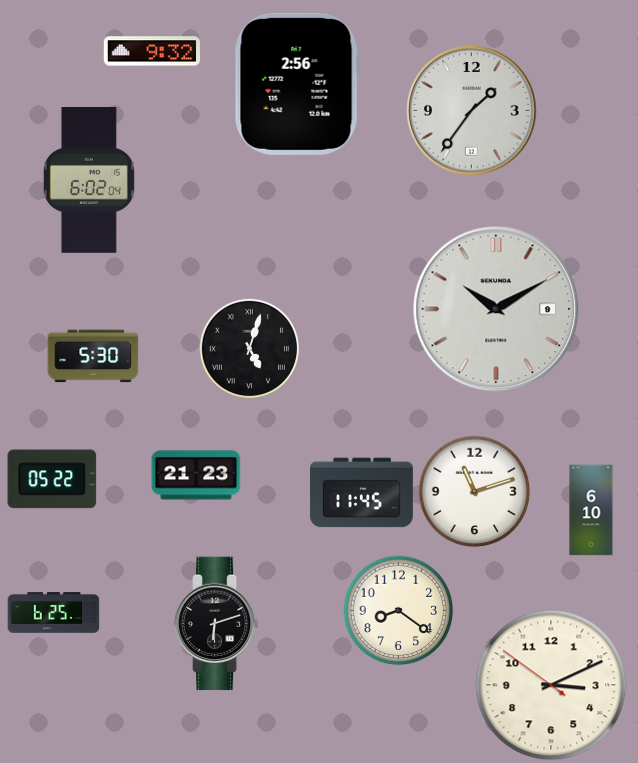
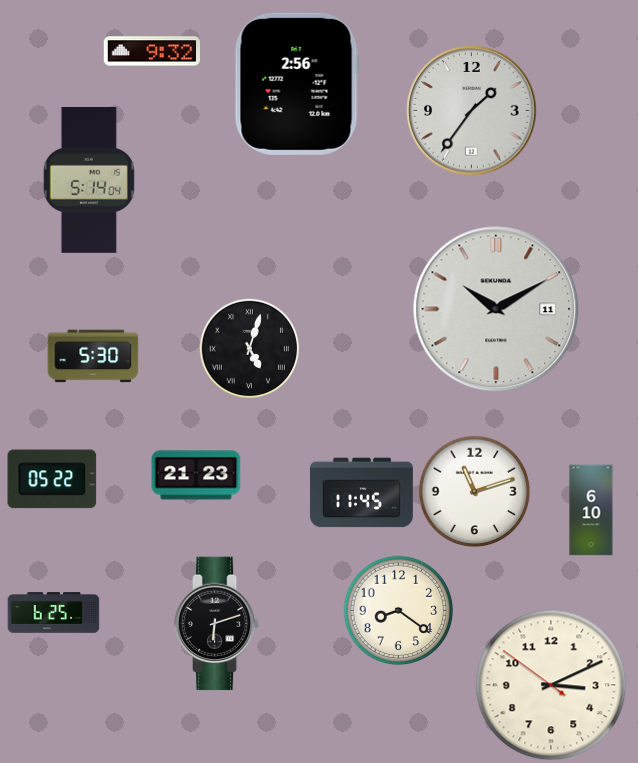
clock at (89, 181): 6:02 -> 5:14
clock at (496, 309) date: 9 -> 11
